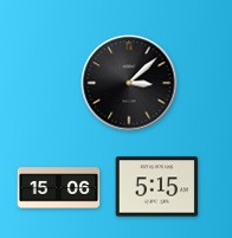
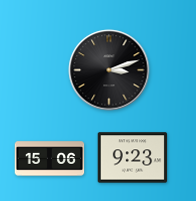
clock at (129, 83): 3:08 -> 3:12
clock at (157, 187): 5:15 -> 9:23
